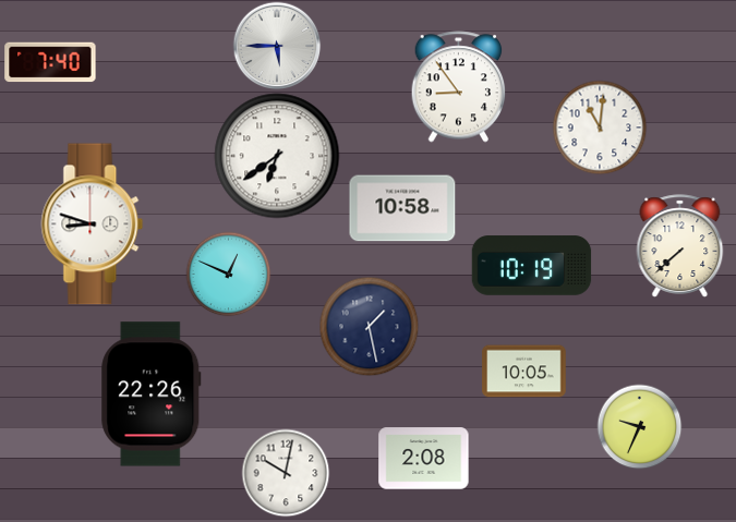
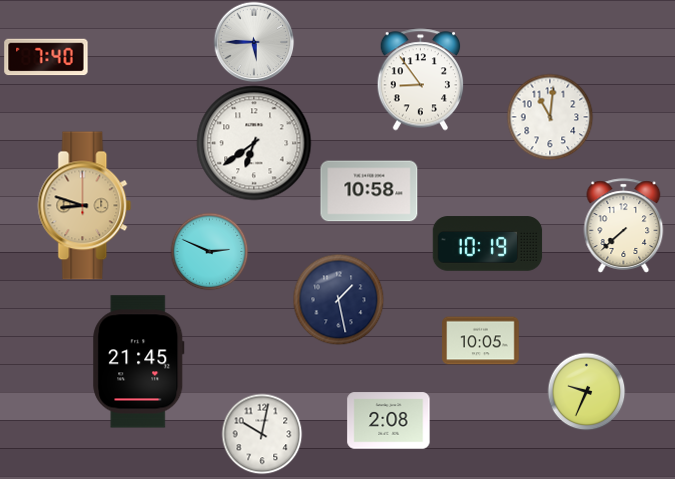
clock at (93, 224) dial: white -> champagne
clock at (228, 274): 12:49 -> 2:49
clock at (152, 394): 22:26 -> 21:45
